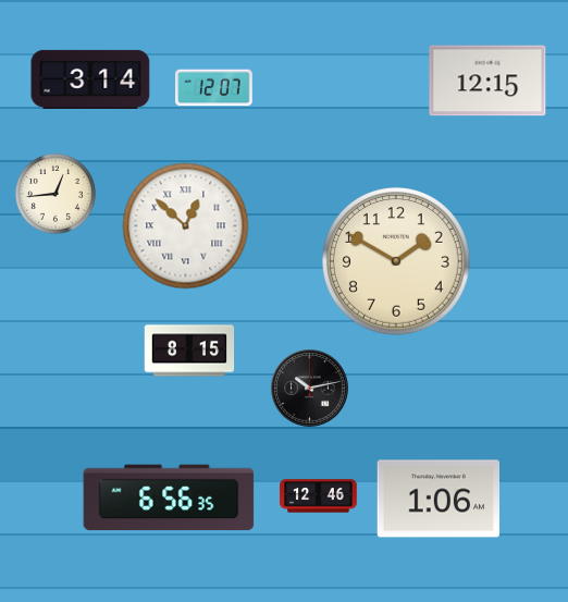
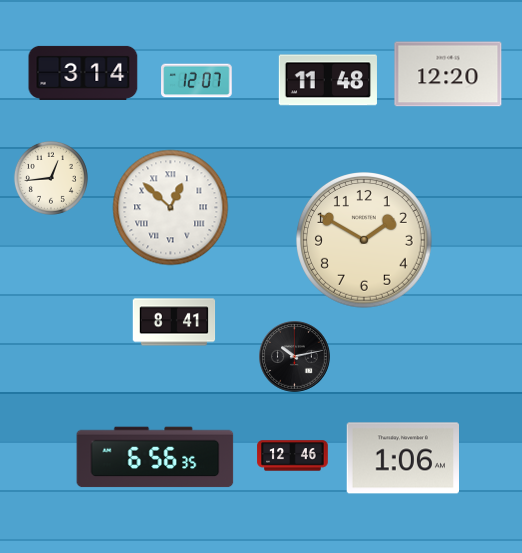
clock at (487, 81): 12:15 -> 12:20
clock at (328, 80): none -> 11:48
clock at (189, 351): 8:15 -> 8:41
clock at (310, 389) position: (310, 389) -> (295, 357)
